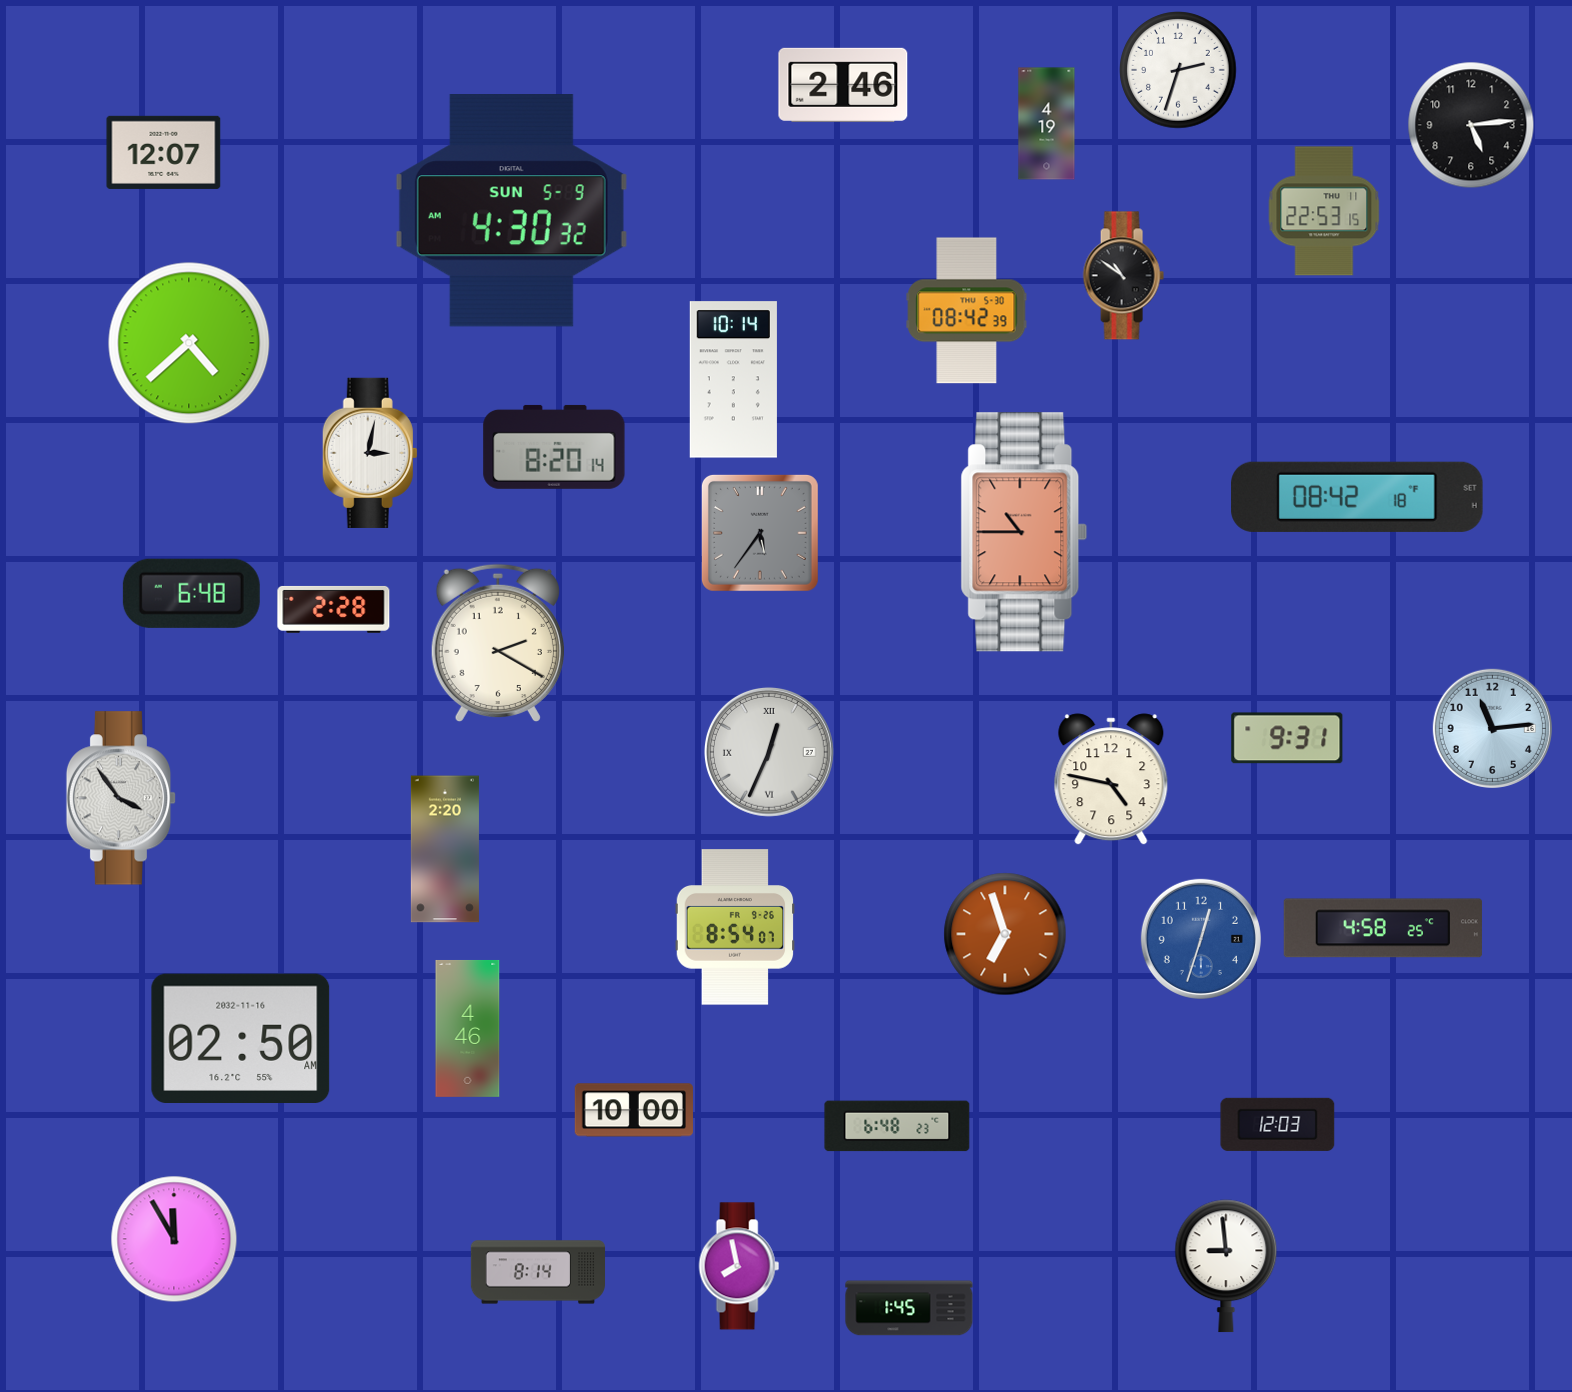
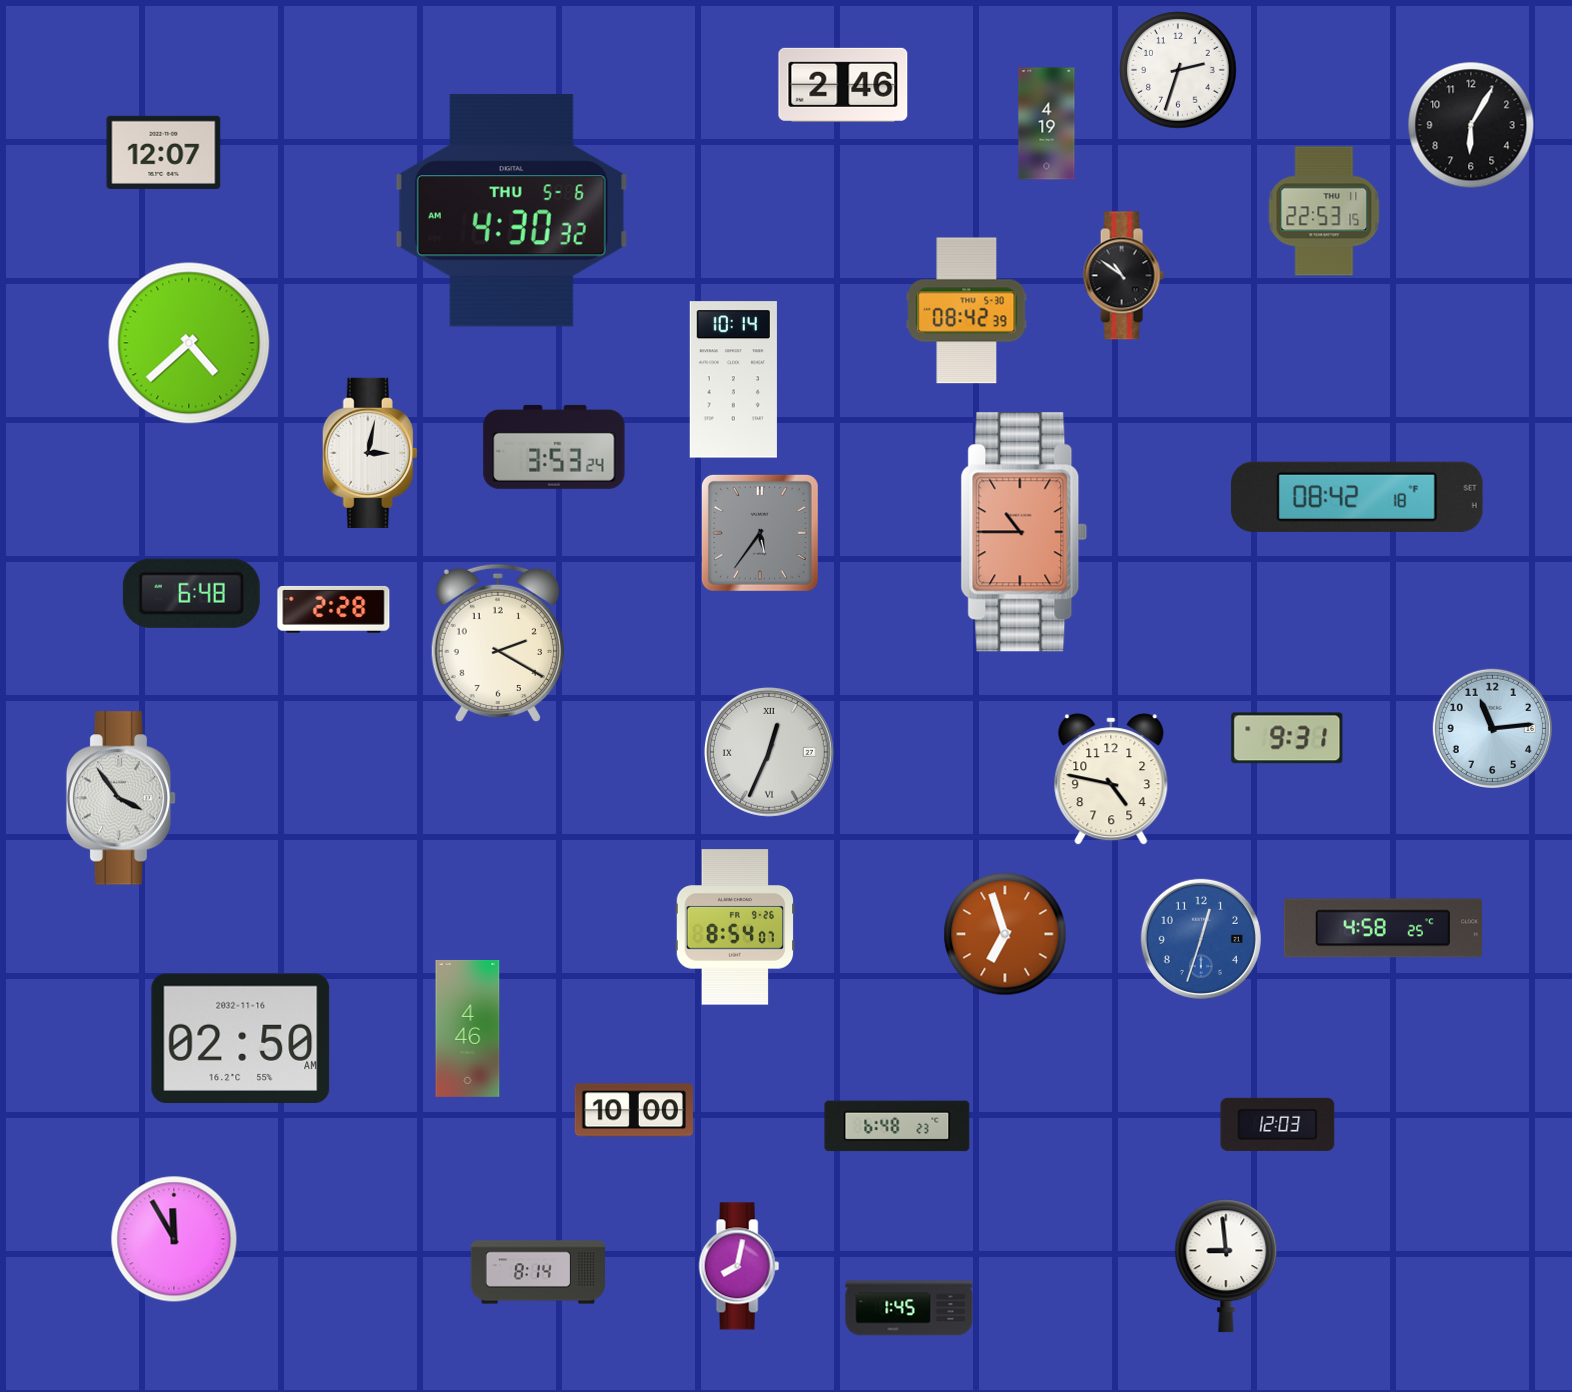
clock at (1471, 125): 5:14 -> 6:05
clock at (511, 211) date: SUN 5-9 -> THU 5-6
clock at (554, 447): 8:20 -> 3:53
clock at (445, 849): 2:20 -> none
clock at (739, 1266): 7:58 -> 8:02
